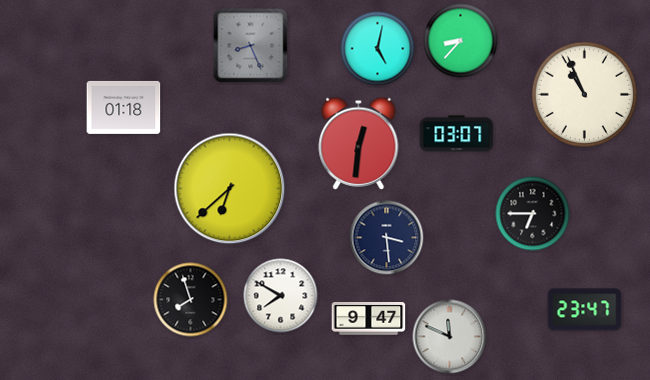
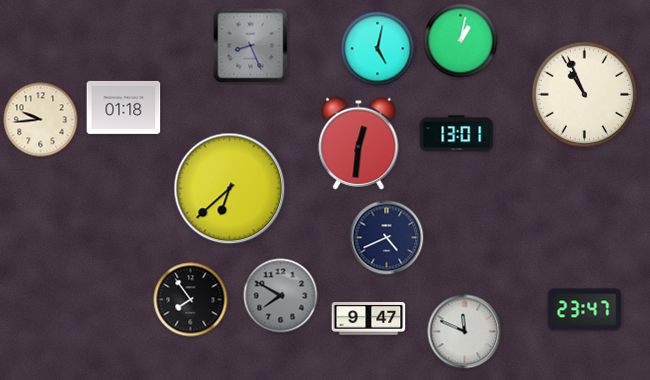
clock at (461, 41): 8:37 -> 1:02
clock at (41, 120): none -> 9:44
clock at (457, 134): 03:07 -> 13:01
clock at (533, 214): 6:45 -> none
clock at (387, 238): 3:29 -> 4:41
clock at (281, 296) dial: white -> grey
clock at (191, 300): 7:57 -> 7:54
clock at (450, 337) position: (450, 337) -> (465, 332)
